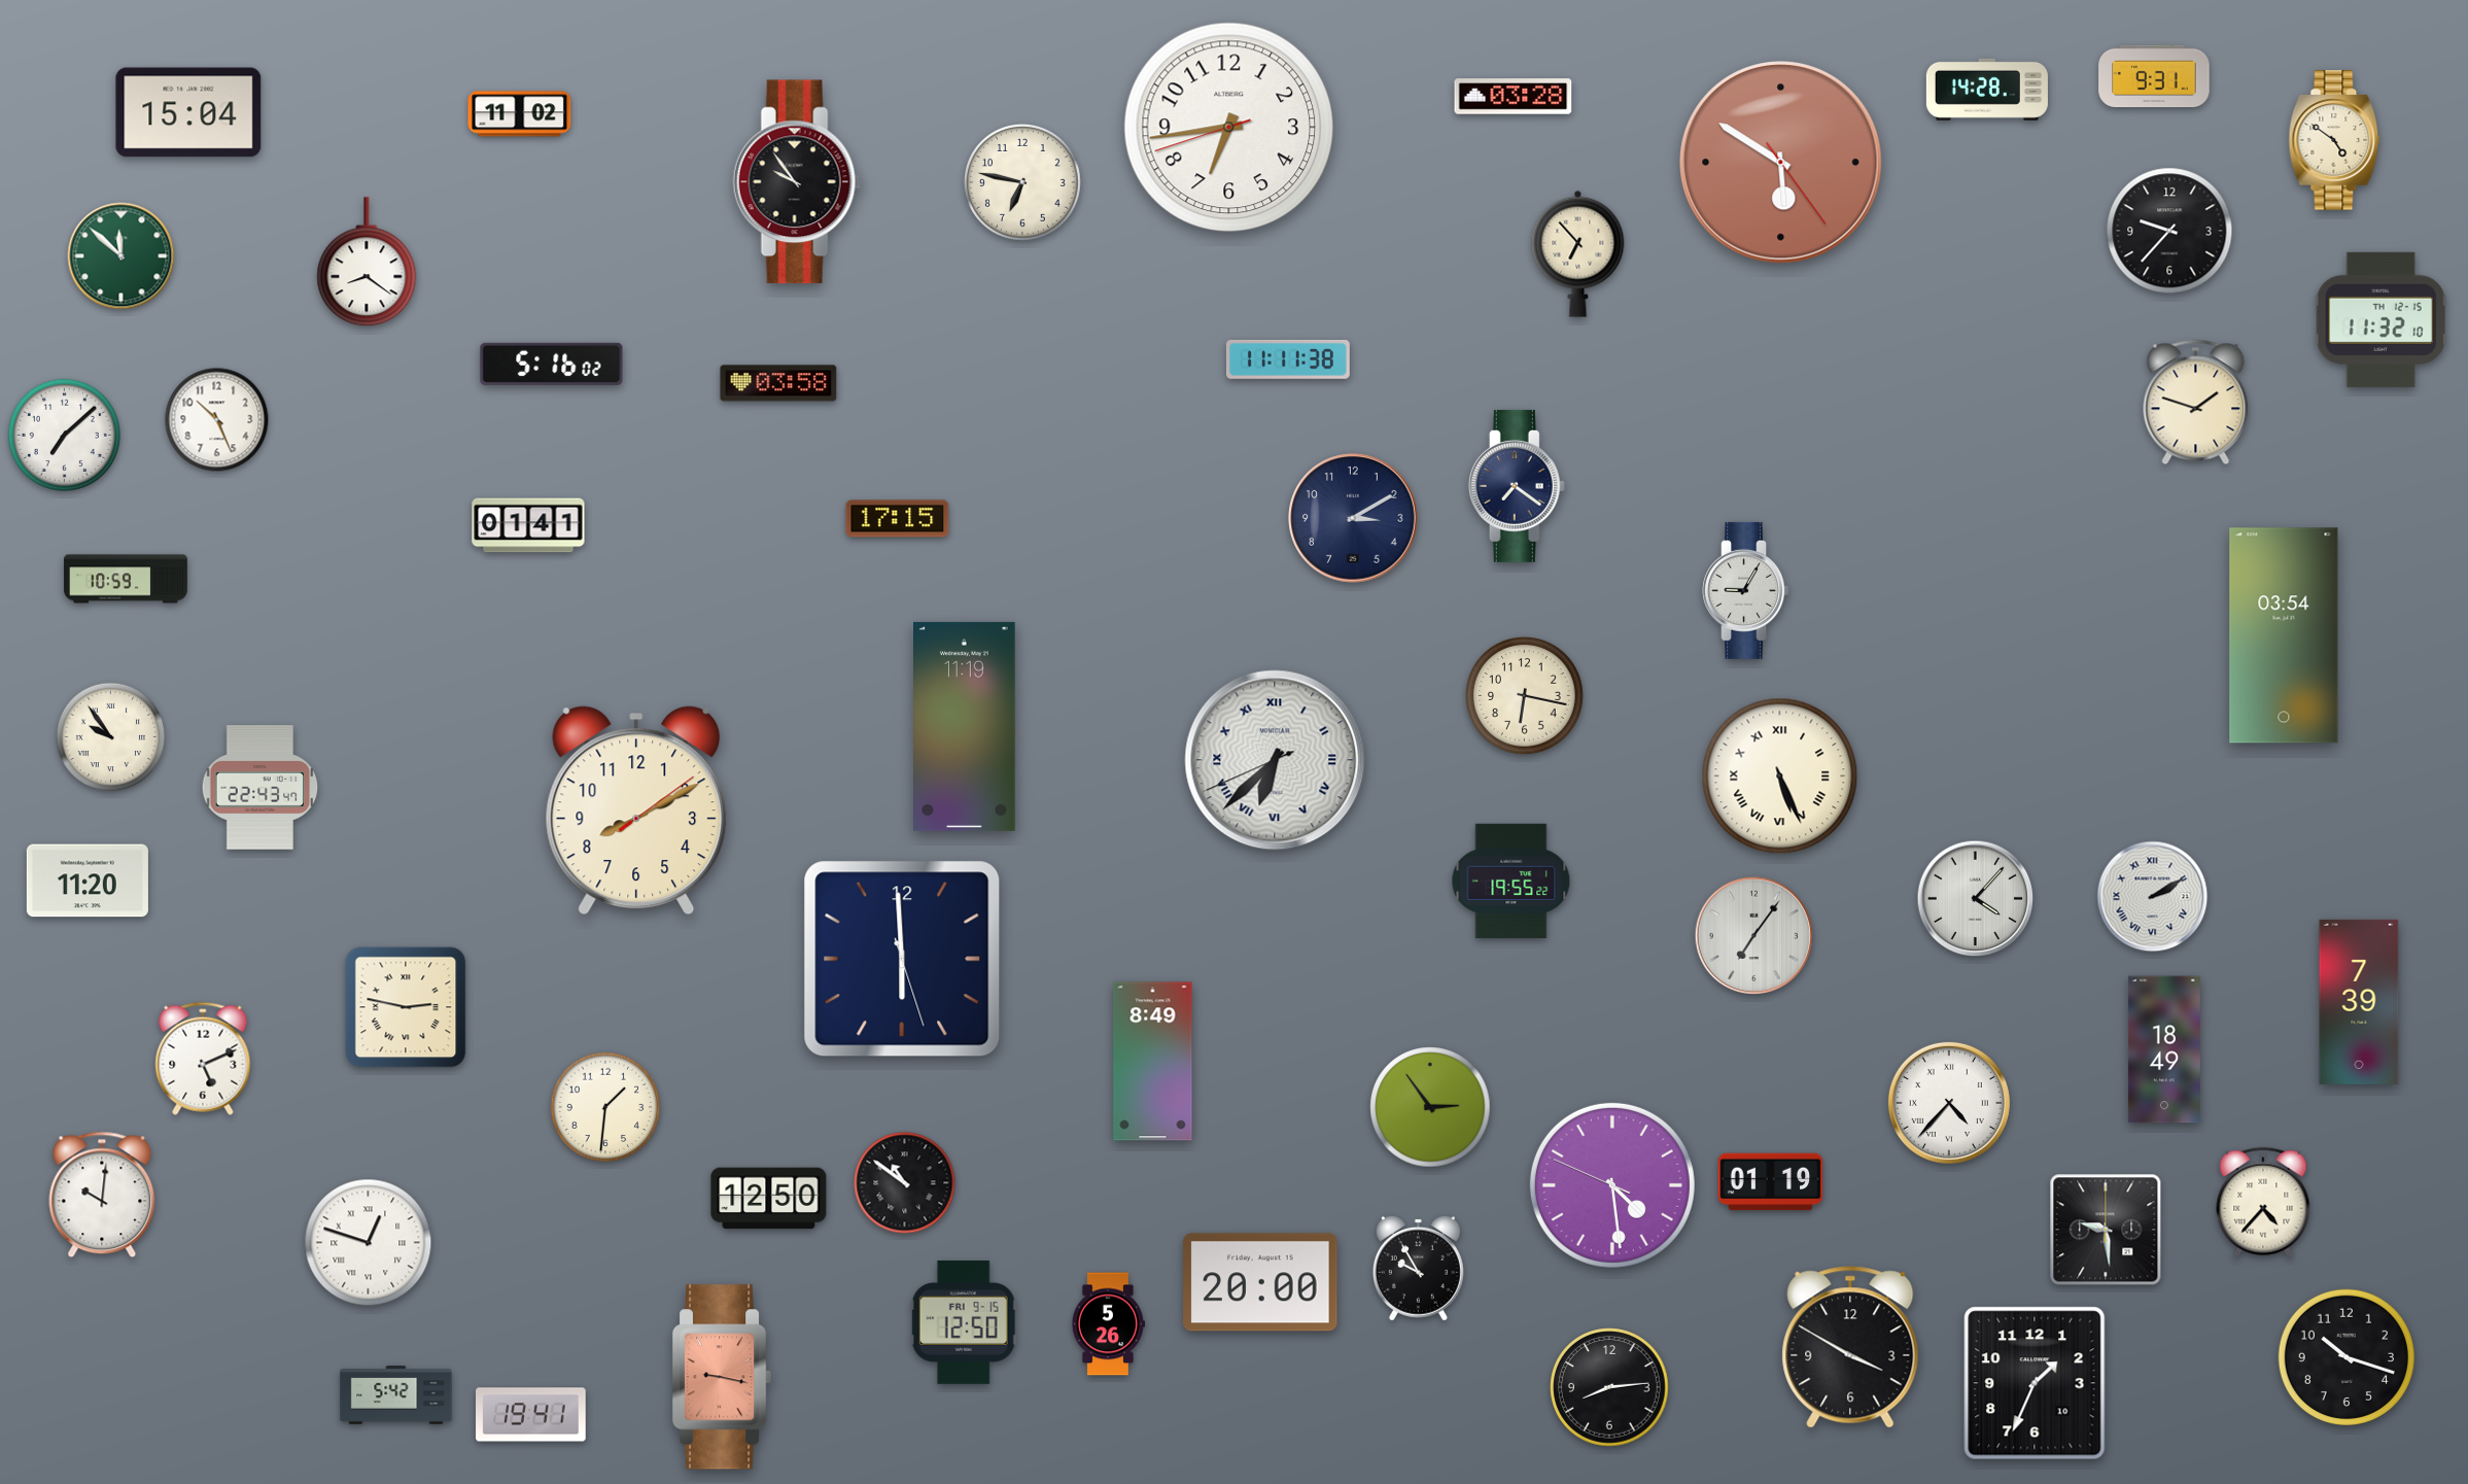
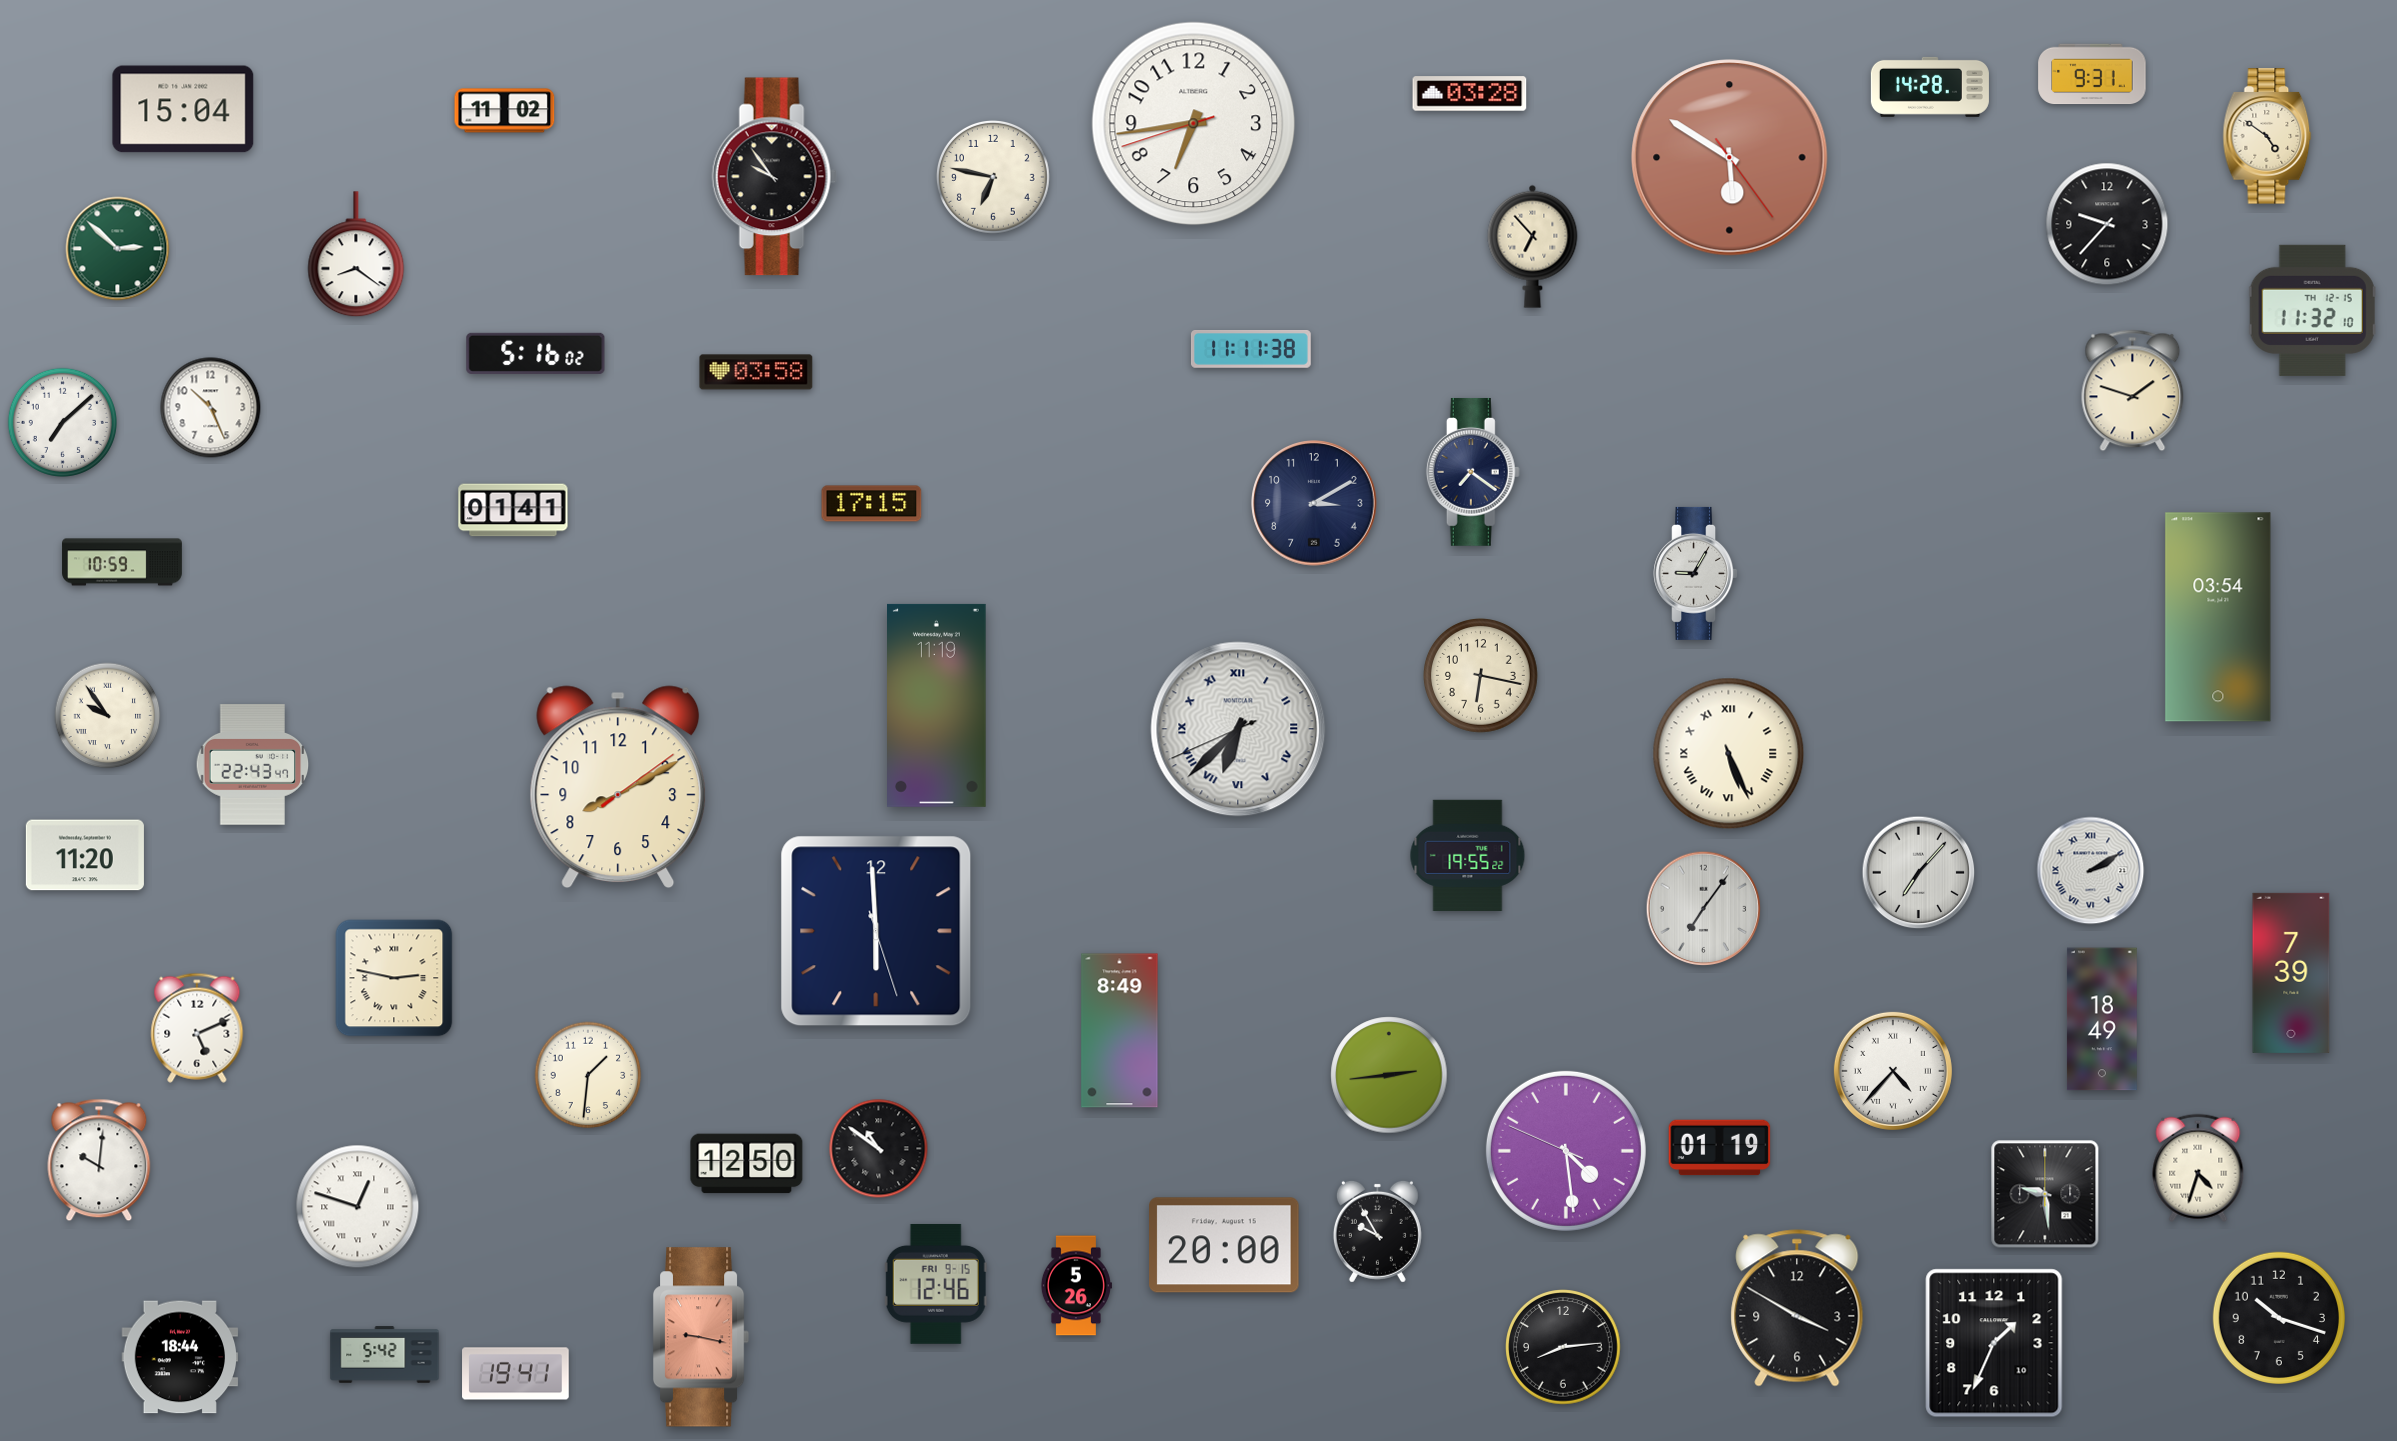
clock at (121, 256): 11:52 -> 2:52
clock at (1275, 760) position: (1275, 760) -> (1238, 729)
clock at (1976, 899): 4:07 -> 7:07
clock at (1430, 1107): 2:54 -> 2:44
clock at (2263, 1203): 4:37 -> 4:33
clock at (964, 1322): 12:50 -> 12:46
clock at (2035, 1383) position: (2035, 1383) -> (1994, 1343)
clock at (180, 1357): none -> 18:44
